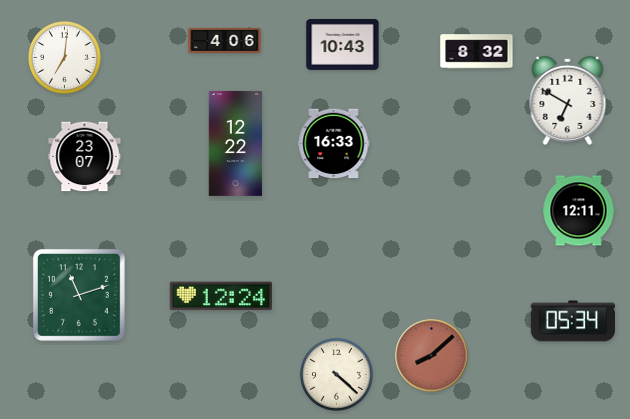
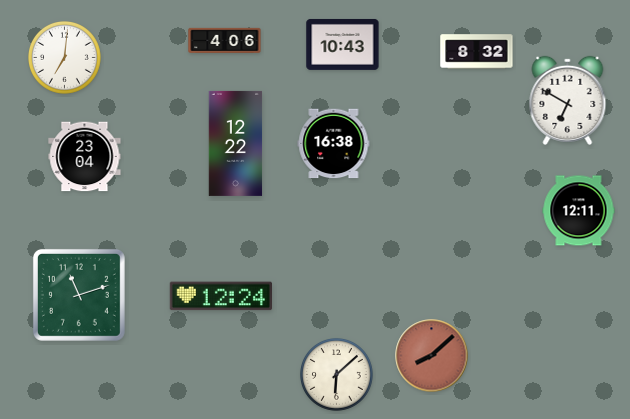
clock at (334, 144): 16:33 -> 16:38
clock at (85, 157): 23:07 -> 23:04
clock at (573, 321): 05:34 -> none
clock at (337, 375): 4:22 -> 6:08
